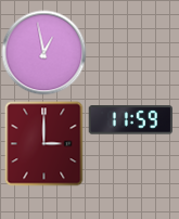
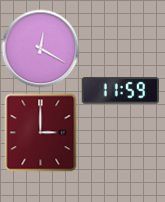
clock at (43, 52): 12:58 -> 12:20
clock at (130, 120) position: (130, 120) -> (120, 91)
